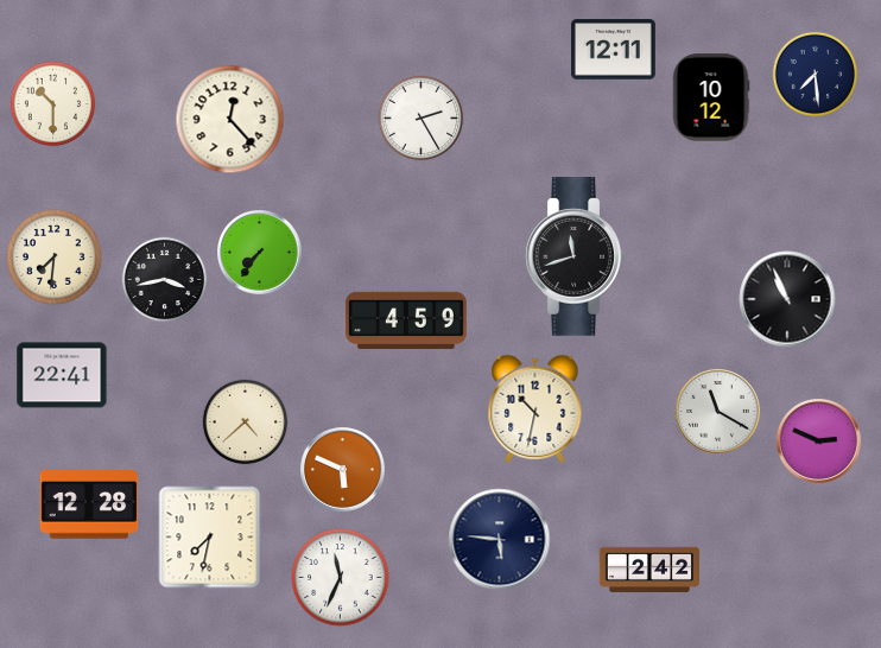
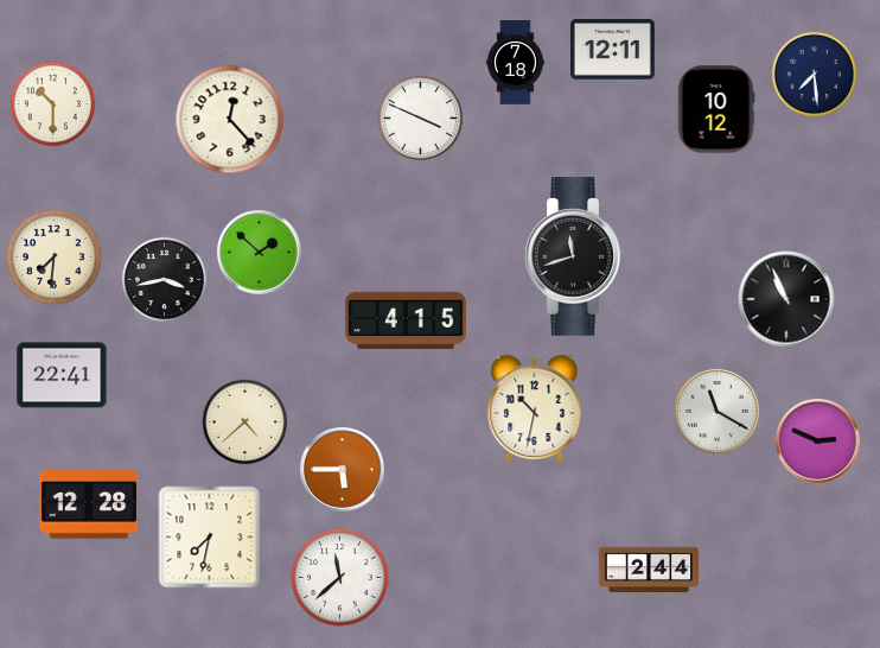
clock at (516, 63): none -> 7:18
clock at (711, 97) position: (711, 97) -> (716, 109)
clock at (422, 119): 2:25 -> 3:49
clock at (260, 253): 7:36 -> 1:52
clock at (407, 319): 4:59 -> 4:15
clock at (343, 470): 5:49 -> 5:45
clock at (500, 540): 5:46 -> none
clock at (648, 568): 2:42 -> 2:44
clock at (341, 578): 11:34 -> 11:38
